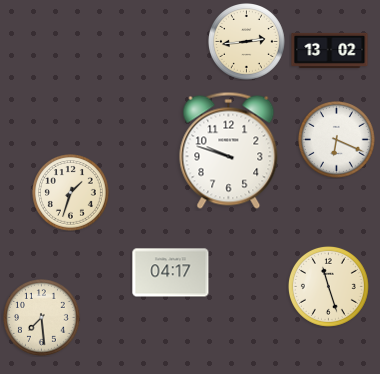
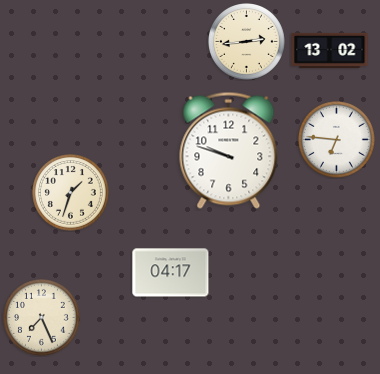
clock at (337, 140): 6:19 -> 6:46
clock at (328, 286): 11:27 -> none
clock at (42, 318): 7:29 -> 7:26
